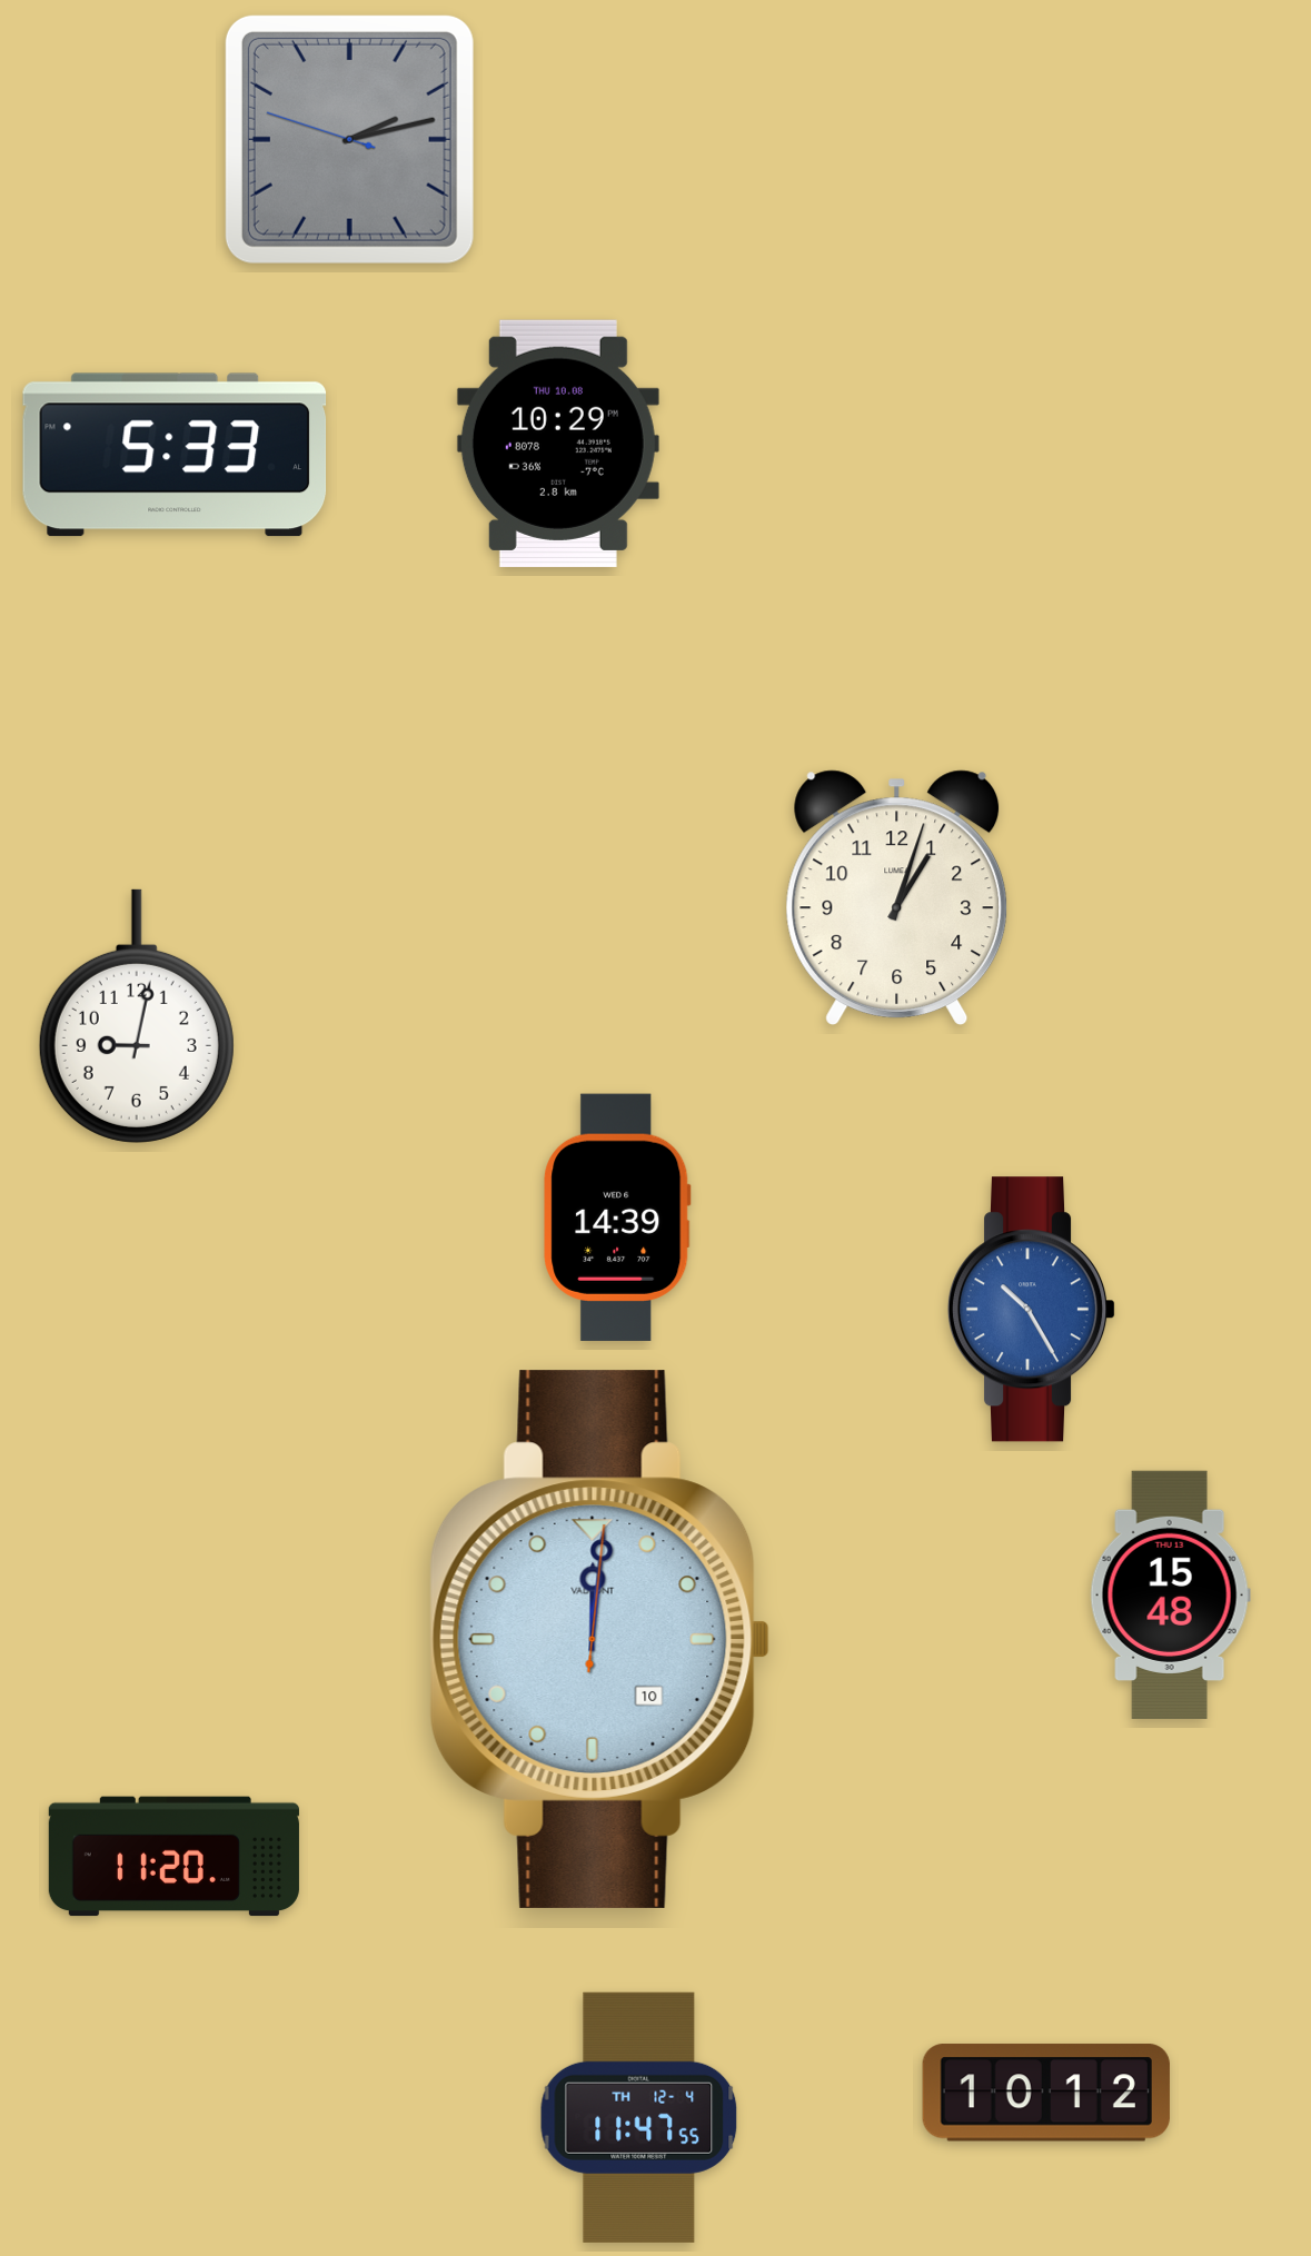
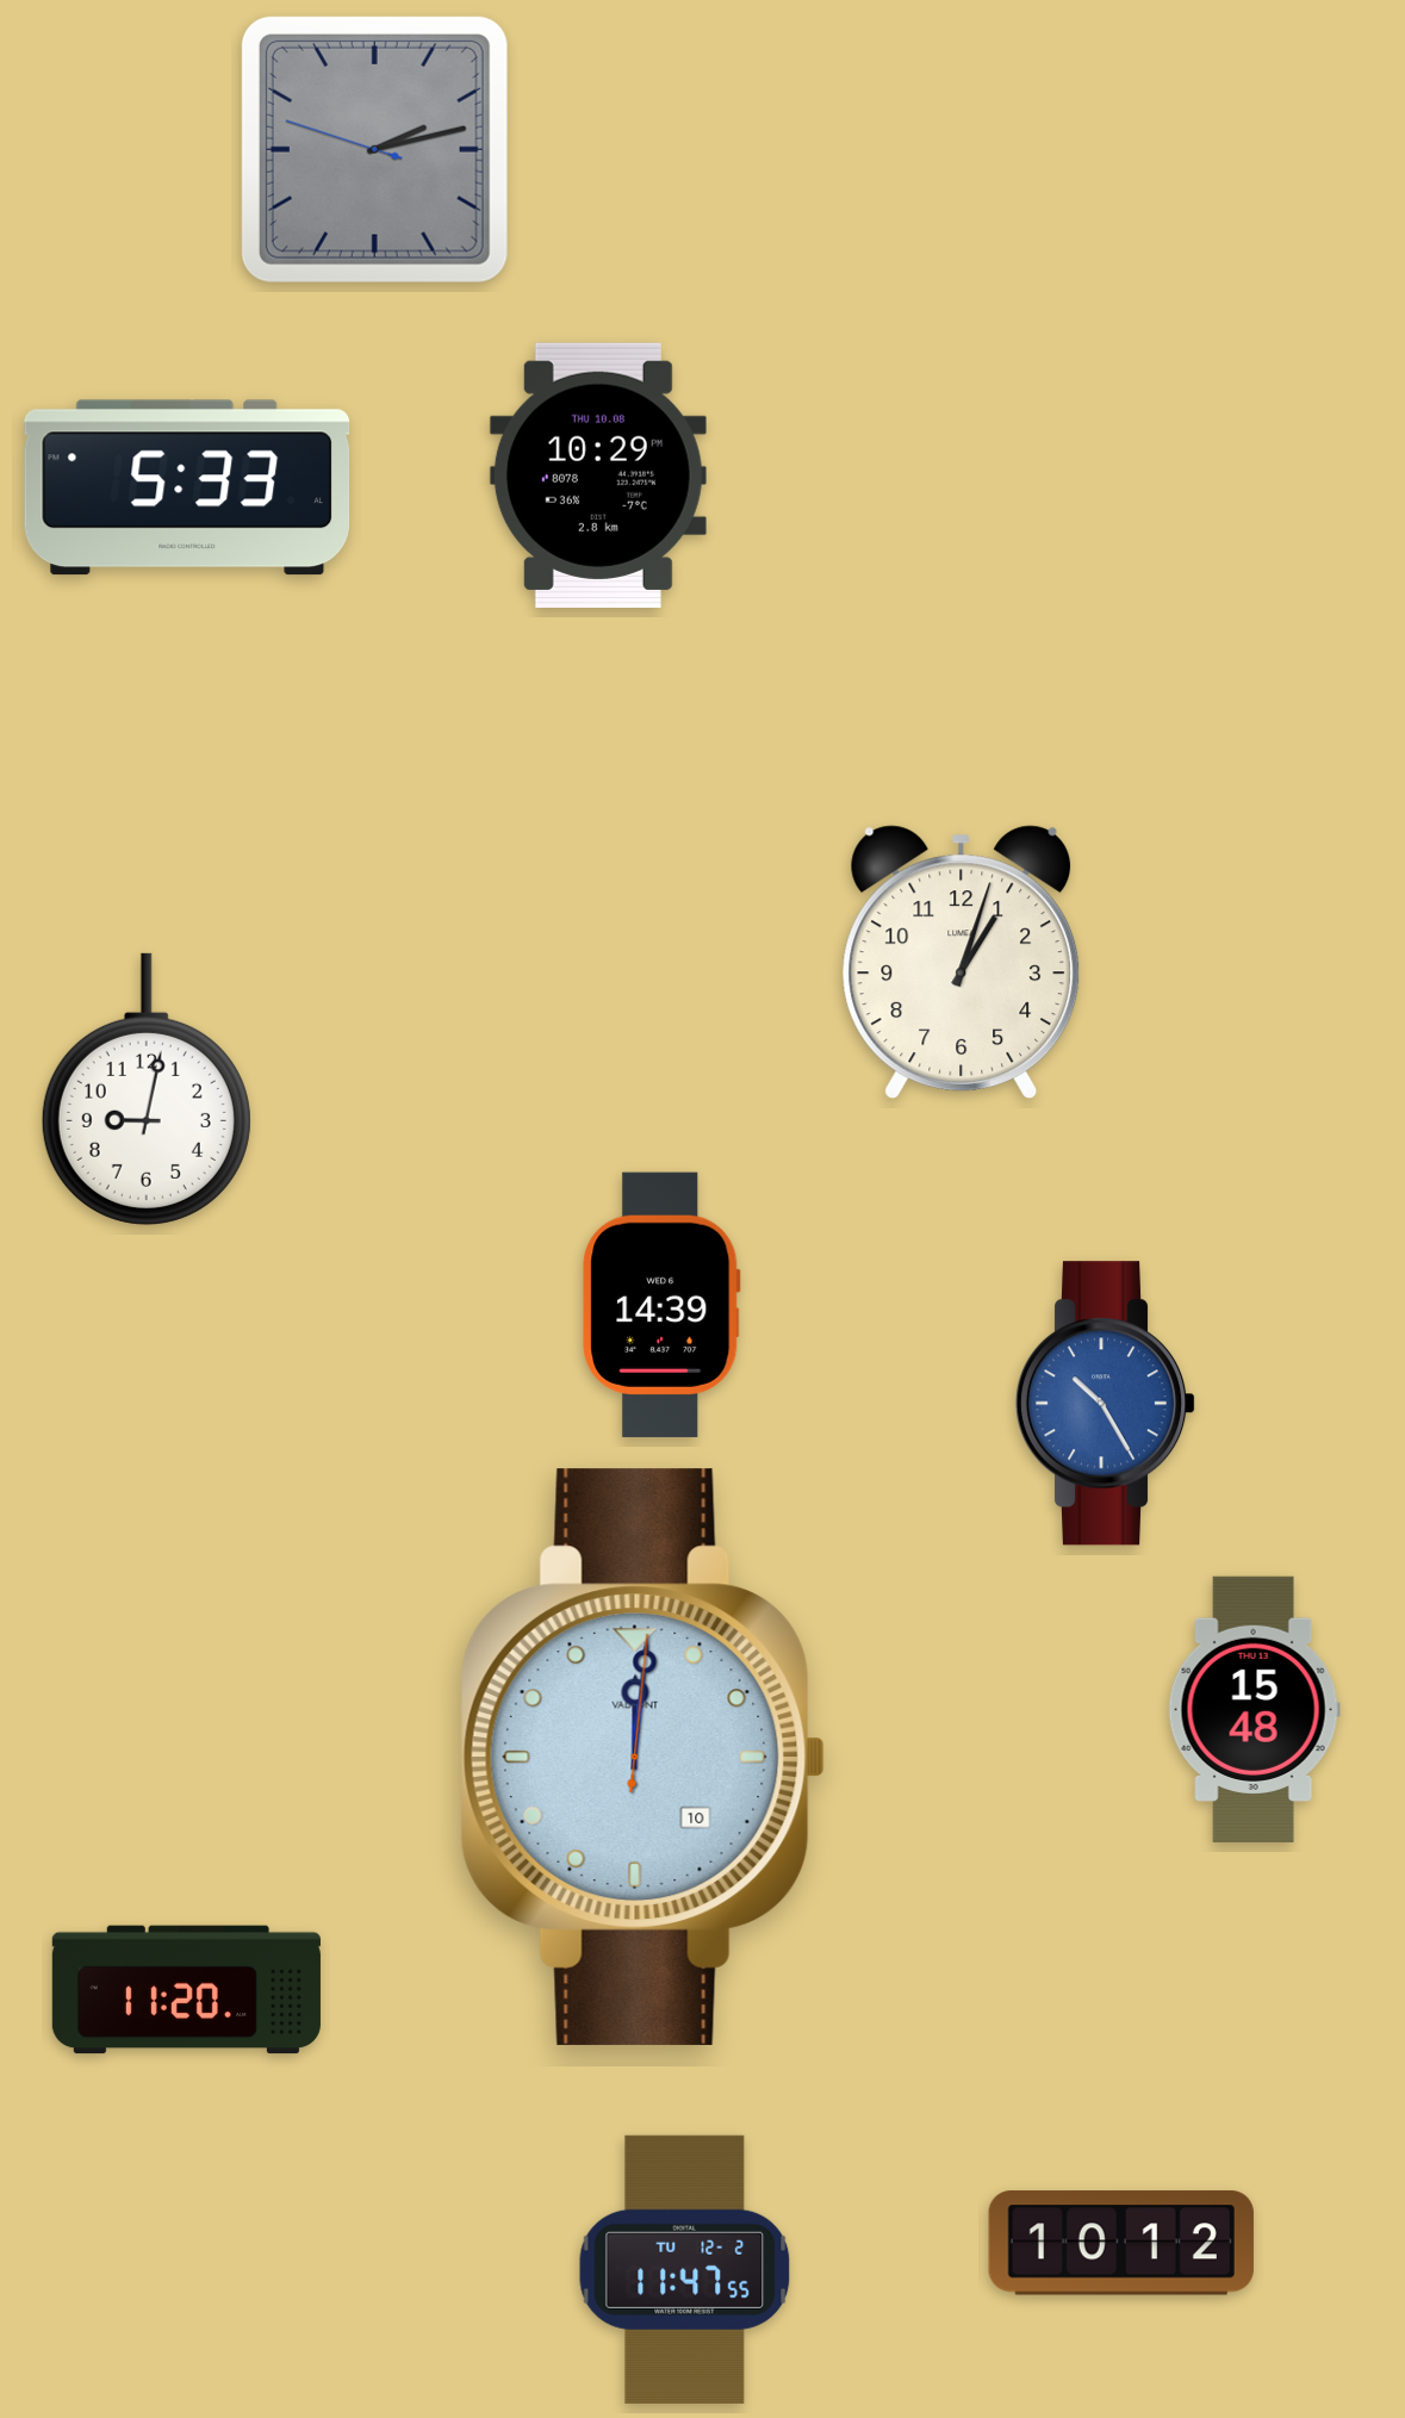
clock at (639, 2117) date: TH 12-4 -> TU 12-2
